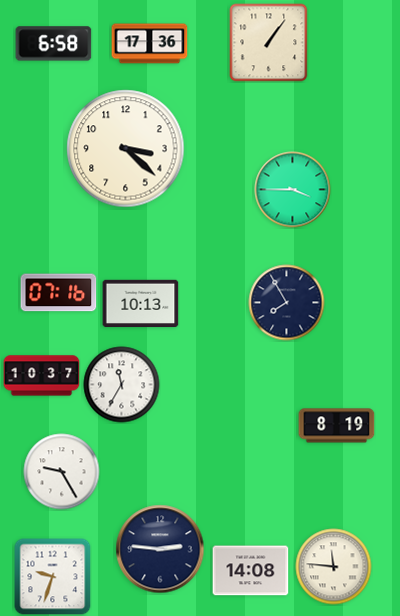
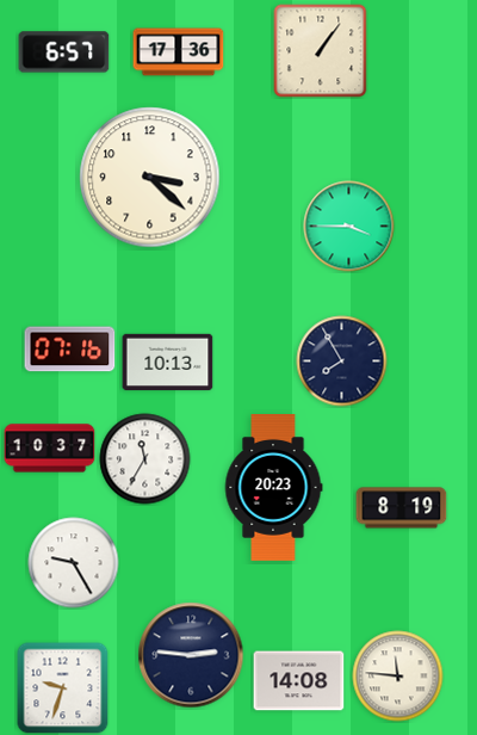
clock at (54, 44): 6:58 -> 6:57
clock at (273, 488): none -> 20:23
